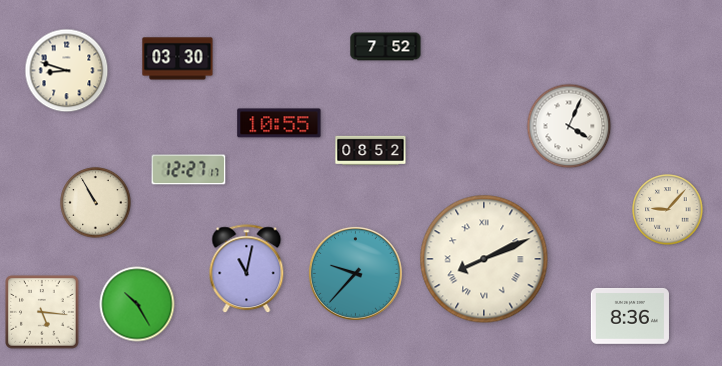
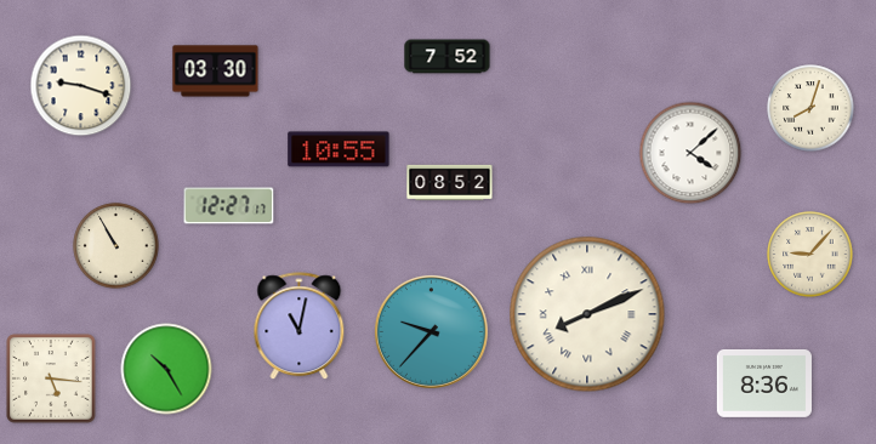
clock at (386, 47) position: (386, 47) -> (448, 57)
clock at (67, 71): 8:48 -> 9:18
clock at (810, 108): none -> 8:03
clock at (569, 126): 4:04 -> 4:08
